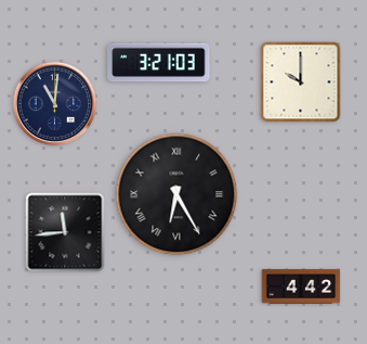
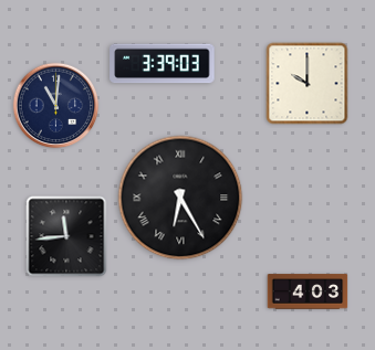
clock at (159, 63): 3:21 -> 3:39
clock at (301, 286): 4:42 -> 4:03
